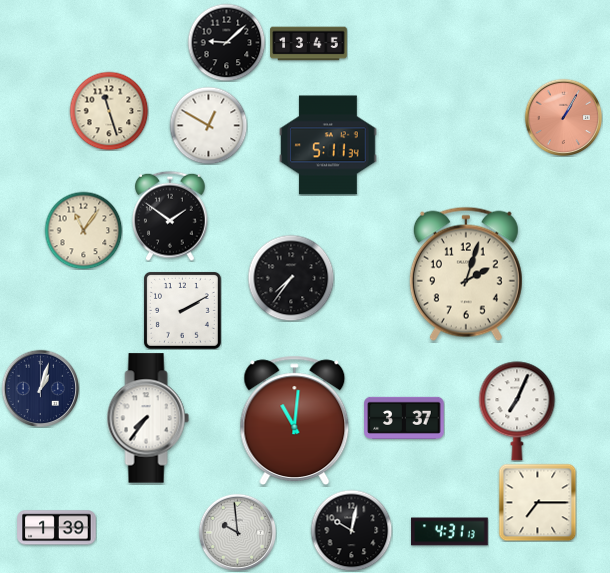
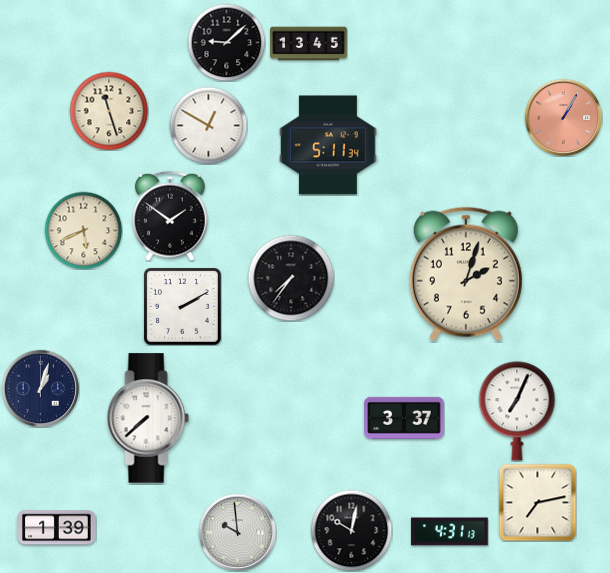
clock at (83, 230): 11:06 -> 5:41
clock at (182, 310) position: (182, 310) -> (182, 306)
clock at (148, 418): 7:36 -> 7:38
clock at (295, 421): 11:01 -> none
clock at (537, 502): 7:15 -> 7:13
